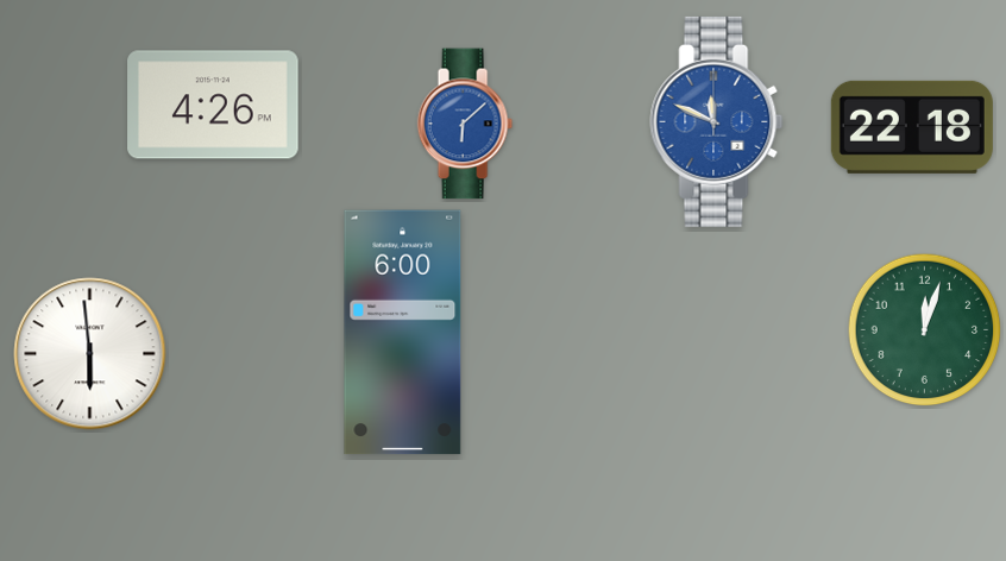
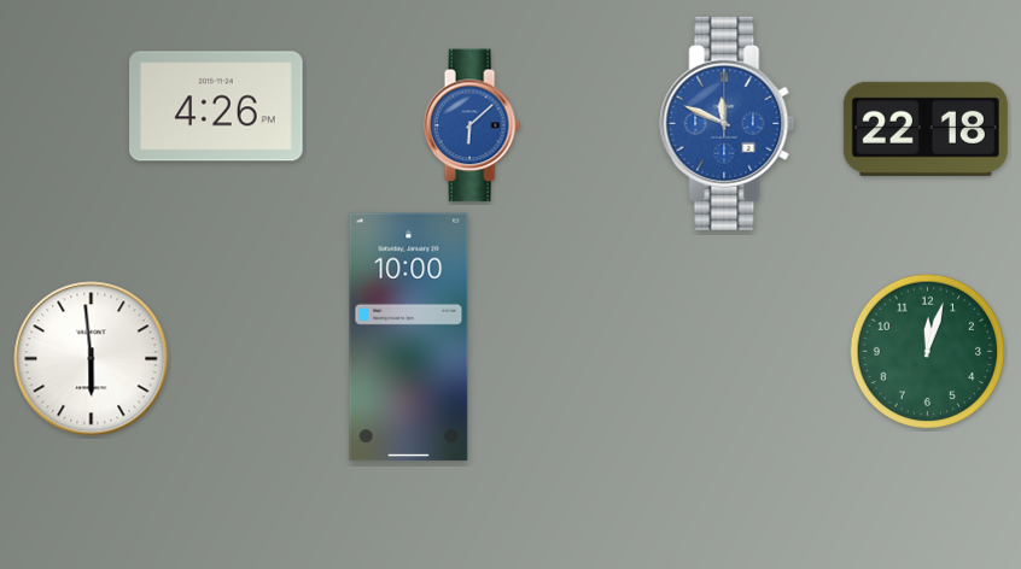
clock at (925, 330) position: (925, 330) -> (928, 352)
clock at (403, 333): 6:00 -> 10:00
